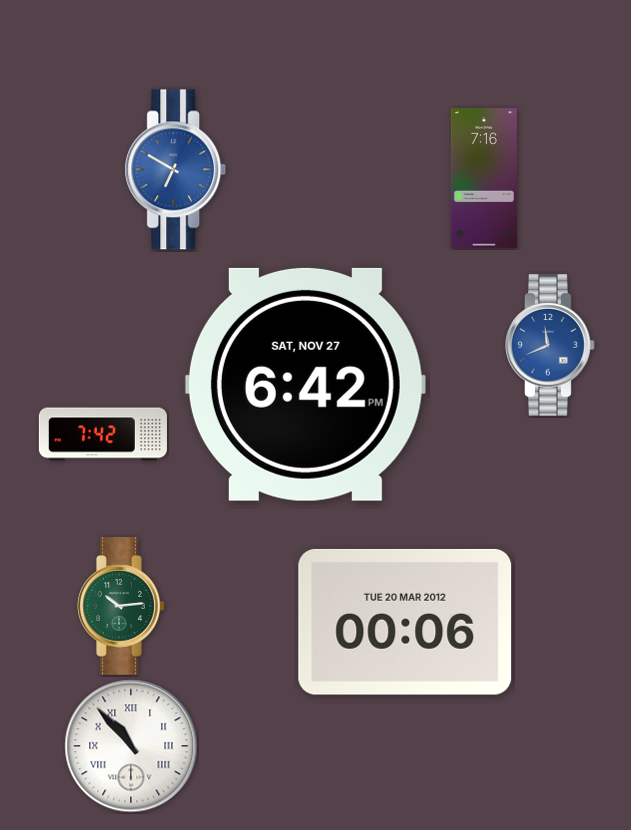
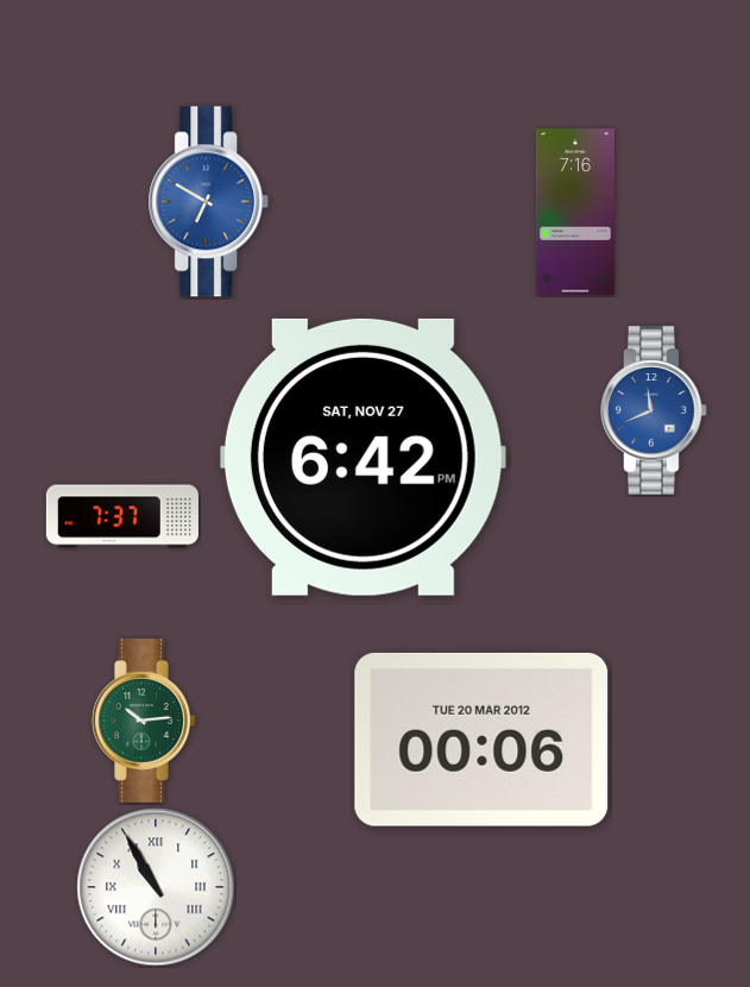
clock at (103, 434): 7:42 -> 7:37
clock at (131, 746): 10:53 -> 10:55
